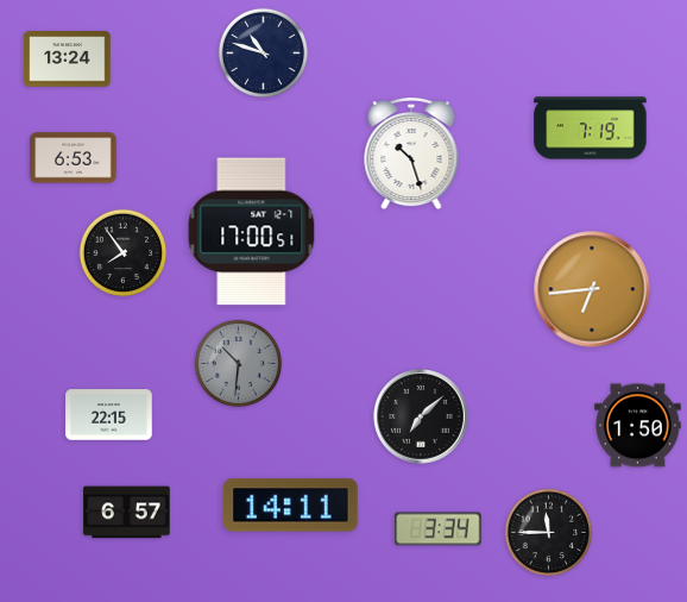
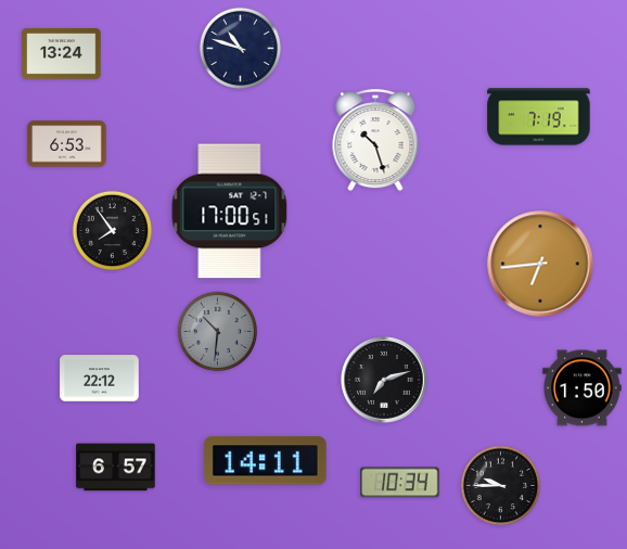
clock at (109, 415): 22:15 -> 22:12
clock at (421, 416): 7:08 -> 7:12
clock at (439, 529): 3:34 -> 10:34
clock at (549, 533): 11:45 -> 9:45
